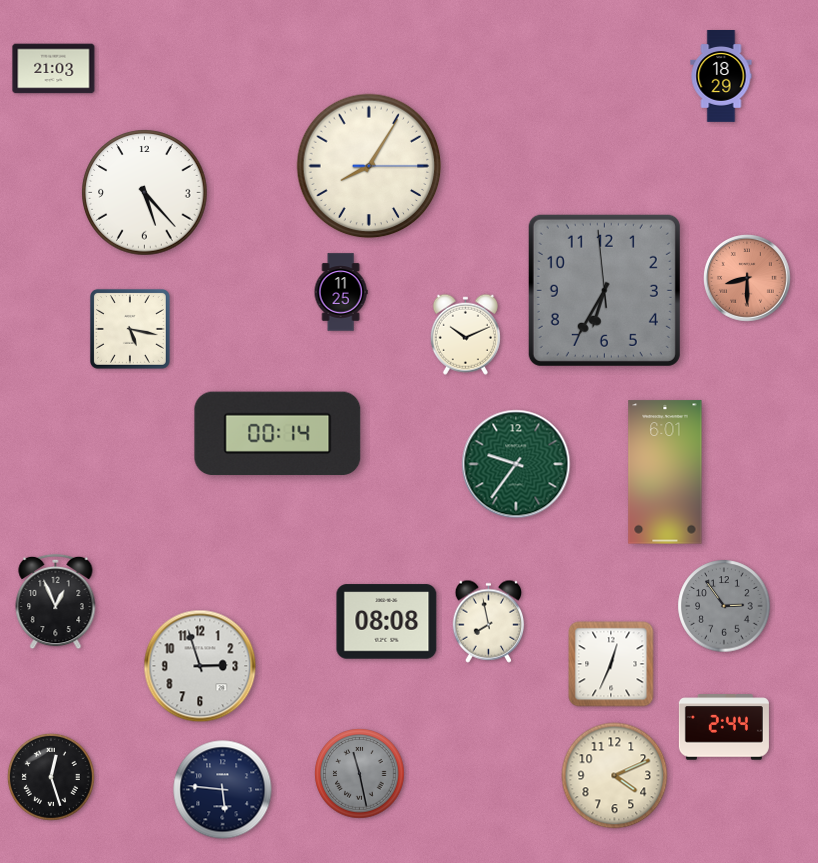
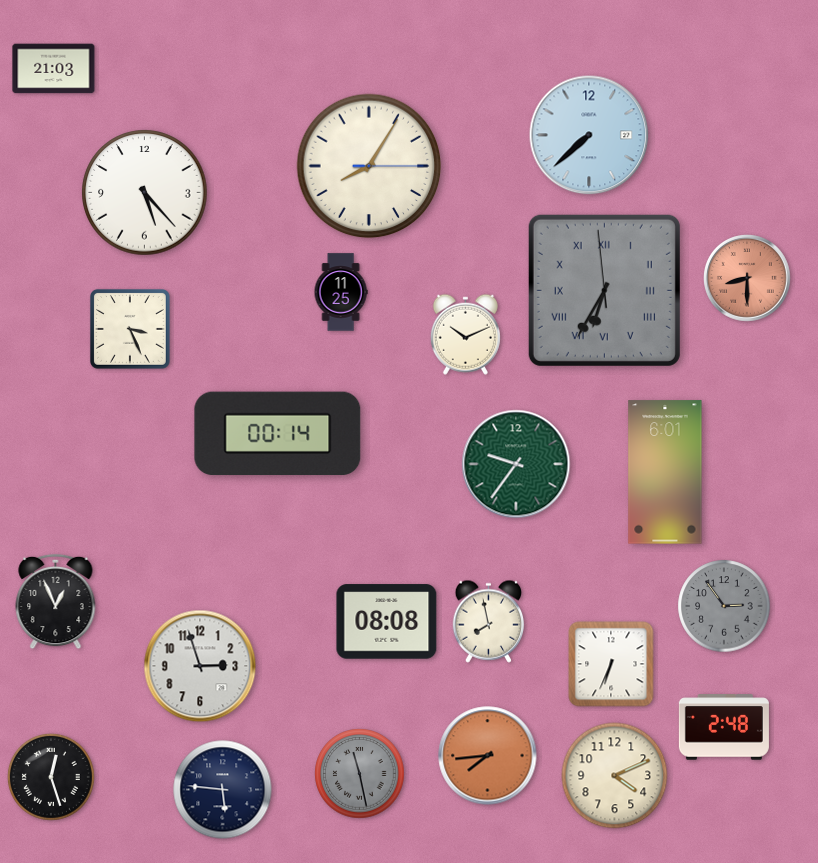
clock at (721, 77): 18:29 -> none
clock at (589, 135): none -> 7:38
clock at (604, 290) numerals: Arabic -> Roman
clock at (130, 329): 5:17 -> 3:26
clock at (611, 664): 12:34 -> 6:34
clock at (724, 727): 2:44 -> 2:48
clock at (488, 756): none -> 7:44
